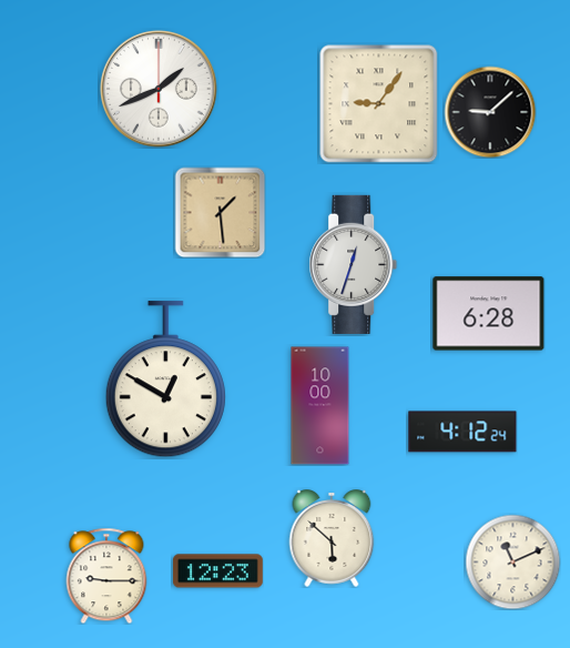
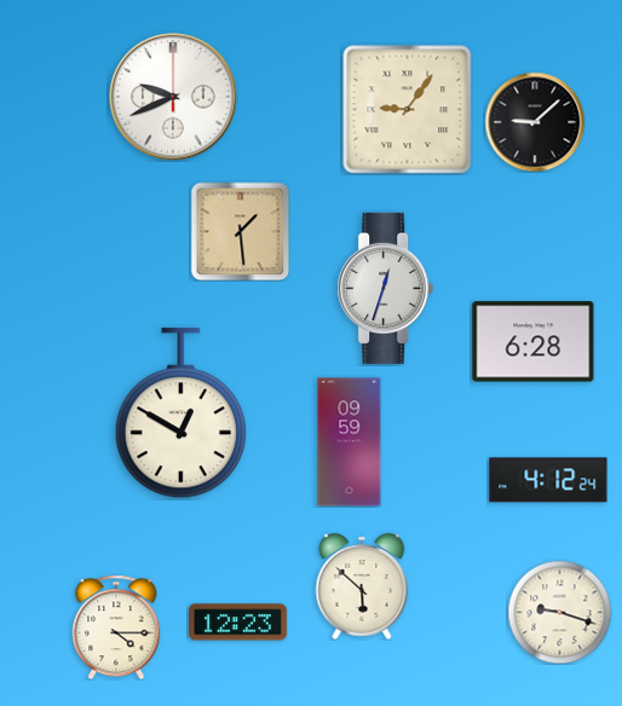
clock at (159, 90): 1:41 -> 9:41
clock at (379, 104) position: (379, 104) -> (408, 110)
clock at (320, 406): 10:00 -> 09:59
clock at (462, 432) position: (462, 432) -> (548, 480)
clock at (512, 561): 11:11 -> 9:18
clock at (106, 576): 9:15 -> 4:15
